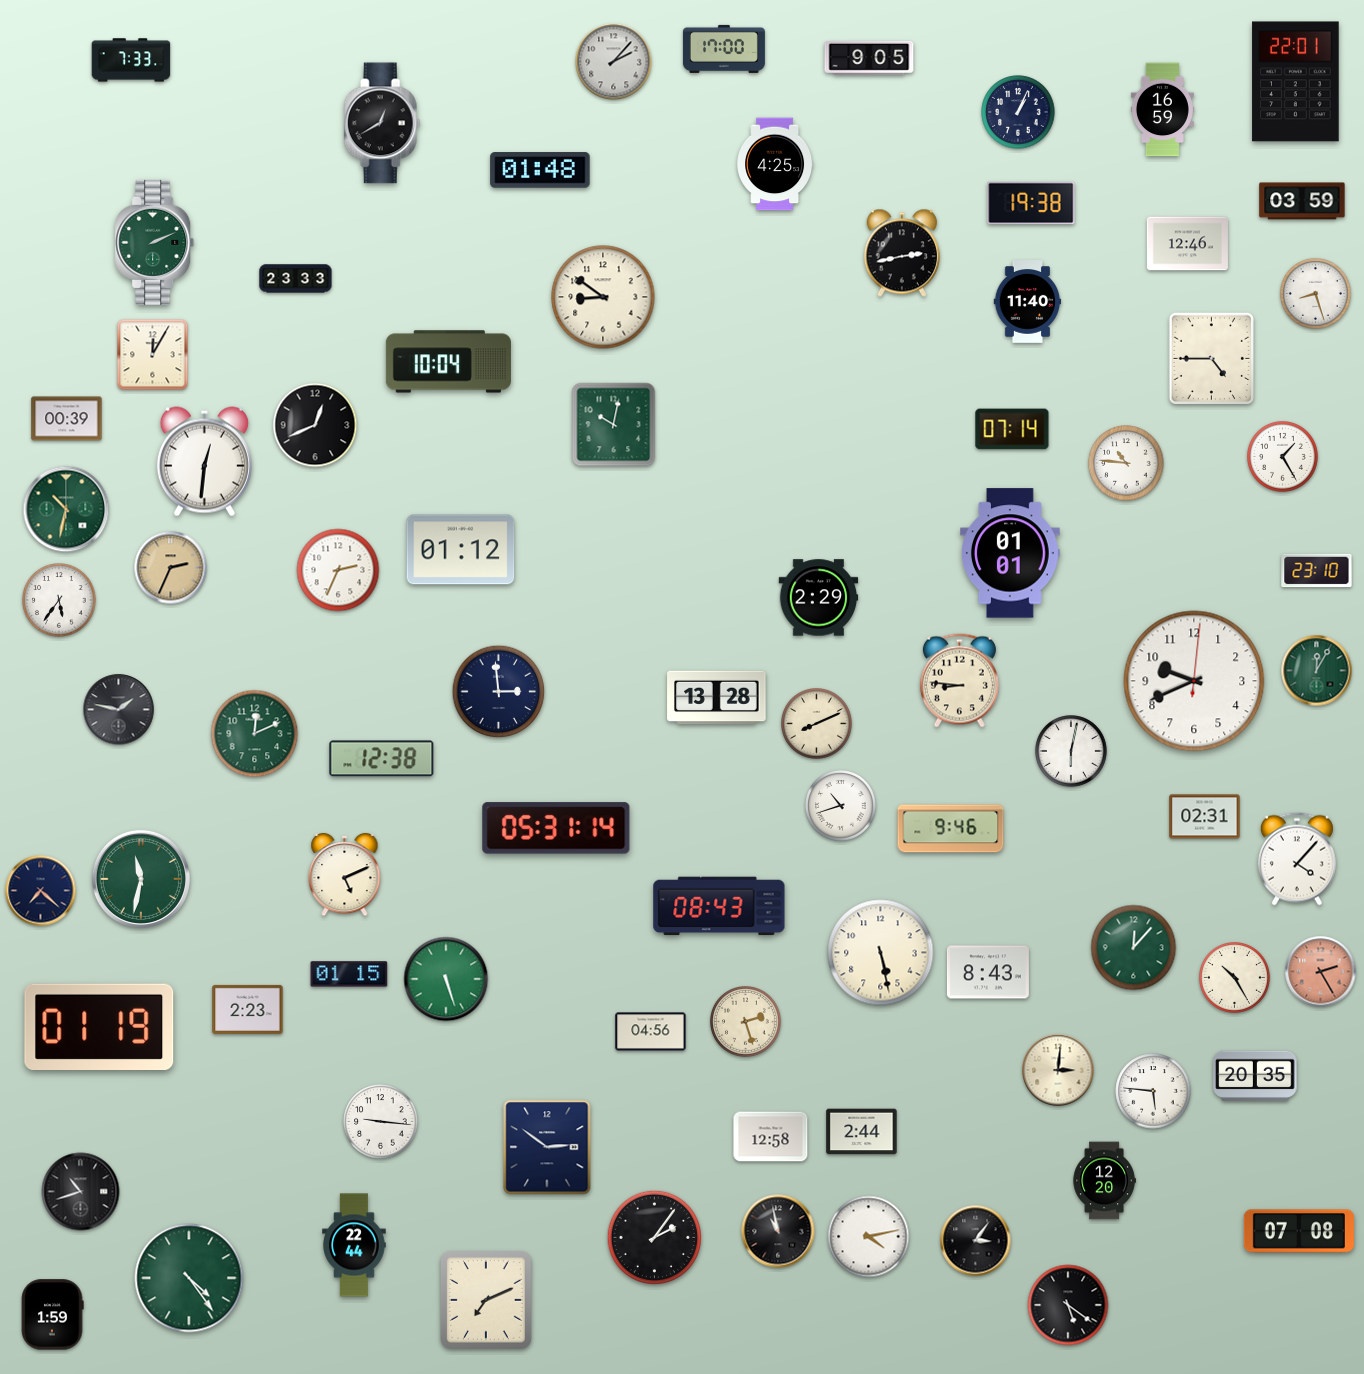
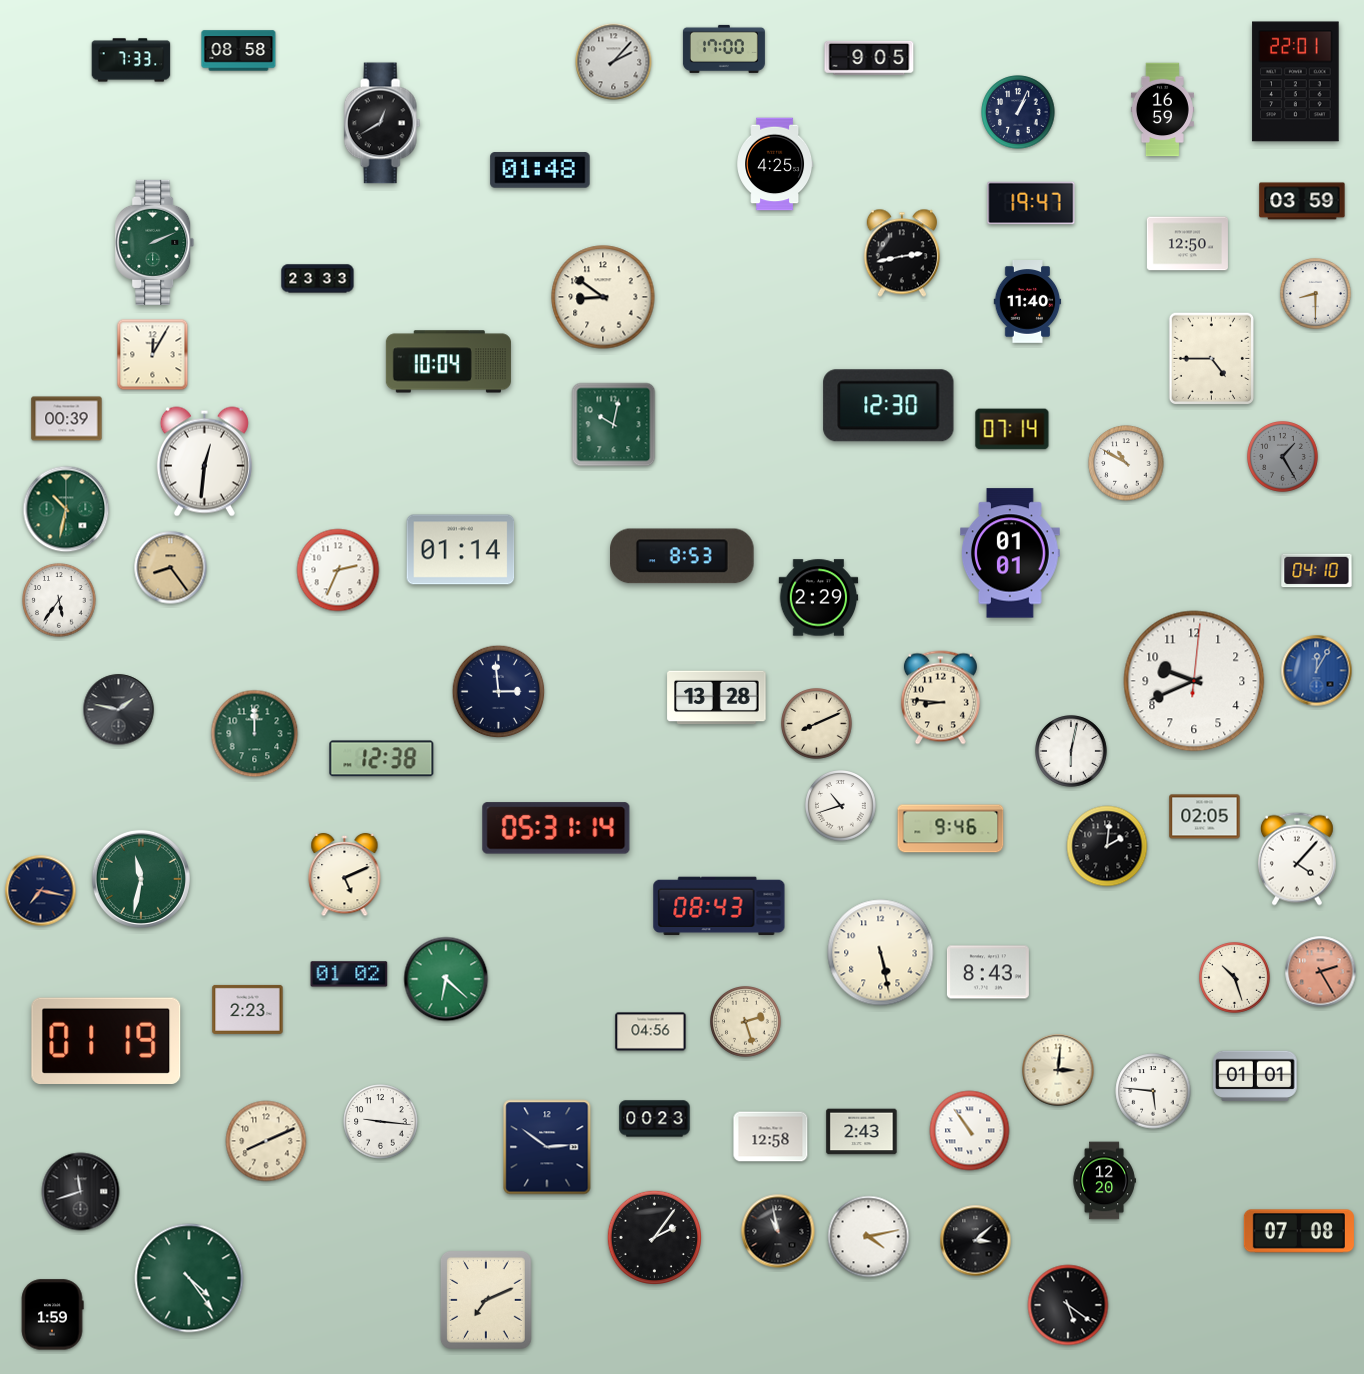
clock at (239, 51): none -> 08:58
clock at (1031, 203): 19:38 -> 19:47
clock at (1187, 244): 12:46 -> 12:50
clock at (296, 279) position: (296, 279) -> (318, 279)
clock at (1316, 294): 8:27 -> 8:30
clock at (889, 406): none -> 12:30
clock at (315, 425): 12:41 -> none
clock at (1283, 457) dial: white -> grey
clock at (1126, 463): 10:46 -> 10:50
clock at (461, 550): 01:12 -> 01:14
clock at (682, 556): none -> 8:53
clock at (171, 568): 2:34 -> 8:24
clock at (1317, 571): 23:10 -> 04:10
clock at (1317, 671) dial: green -> blue
clock at (959, 681) position: (959, 681) -> (940, 698)
clock at (255, 734): 12:11 -> 12:00
clock at (1205, 817): 02:31 -> 02:05
clock at (1107, 846): none -> 2:01
clock at (41, 891): 7:22 -> 7:17
clock at (1134, 948): 12:07 -> none
clock at (349, 974): 01:15 -> 01:02
clock at (1235, 978): 10:25 -> 10:27
clock at (446, 979): 5:27 -> 6:22
clock at (99, 1026) position: (99, 1026) -> (106, 1040)
clock at (1255, 1075): 20:35 -> 01:01
clock at (655, 1119): none -> 00:23
clock at (970, 1131): none -> 10:54
clock at (862, 1132): 2:44 -> 2:43
clock at (266, 1141): none -> 8:11
clock at (81, 1192): 10:42 -> 11:42
clock at (976, 1241): 3:06 -> 3:08
clock at (354, 1245): 22:44 -> none
